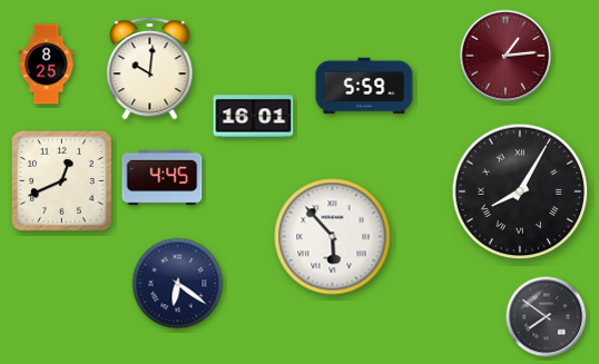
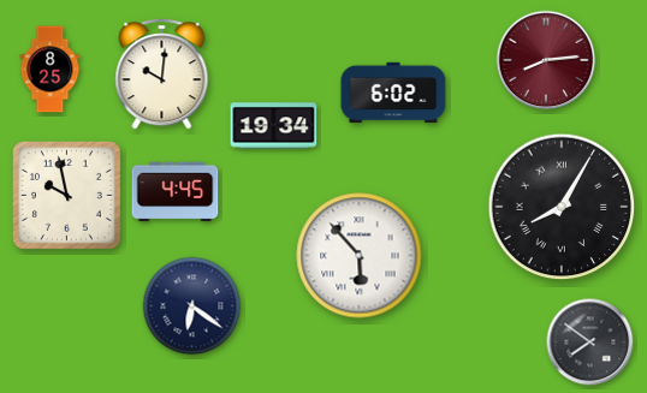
clock at (505, 56): 1:14 -> 8:14
clock at (364, 86): 5:59 -> 6:02
clock at (254, 117): 16:01 -> 19:34
clock at (61, 180): 12:41 -> 9:58
